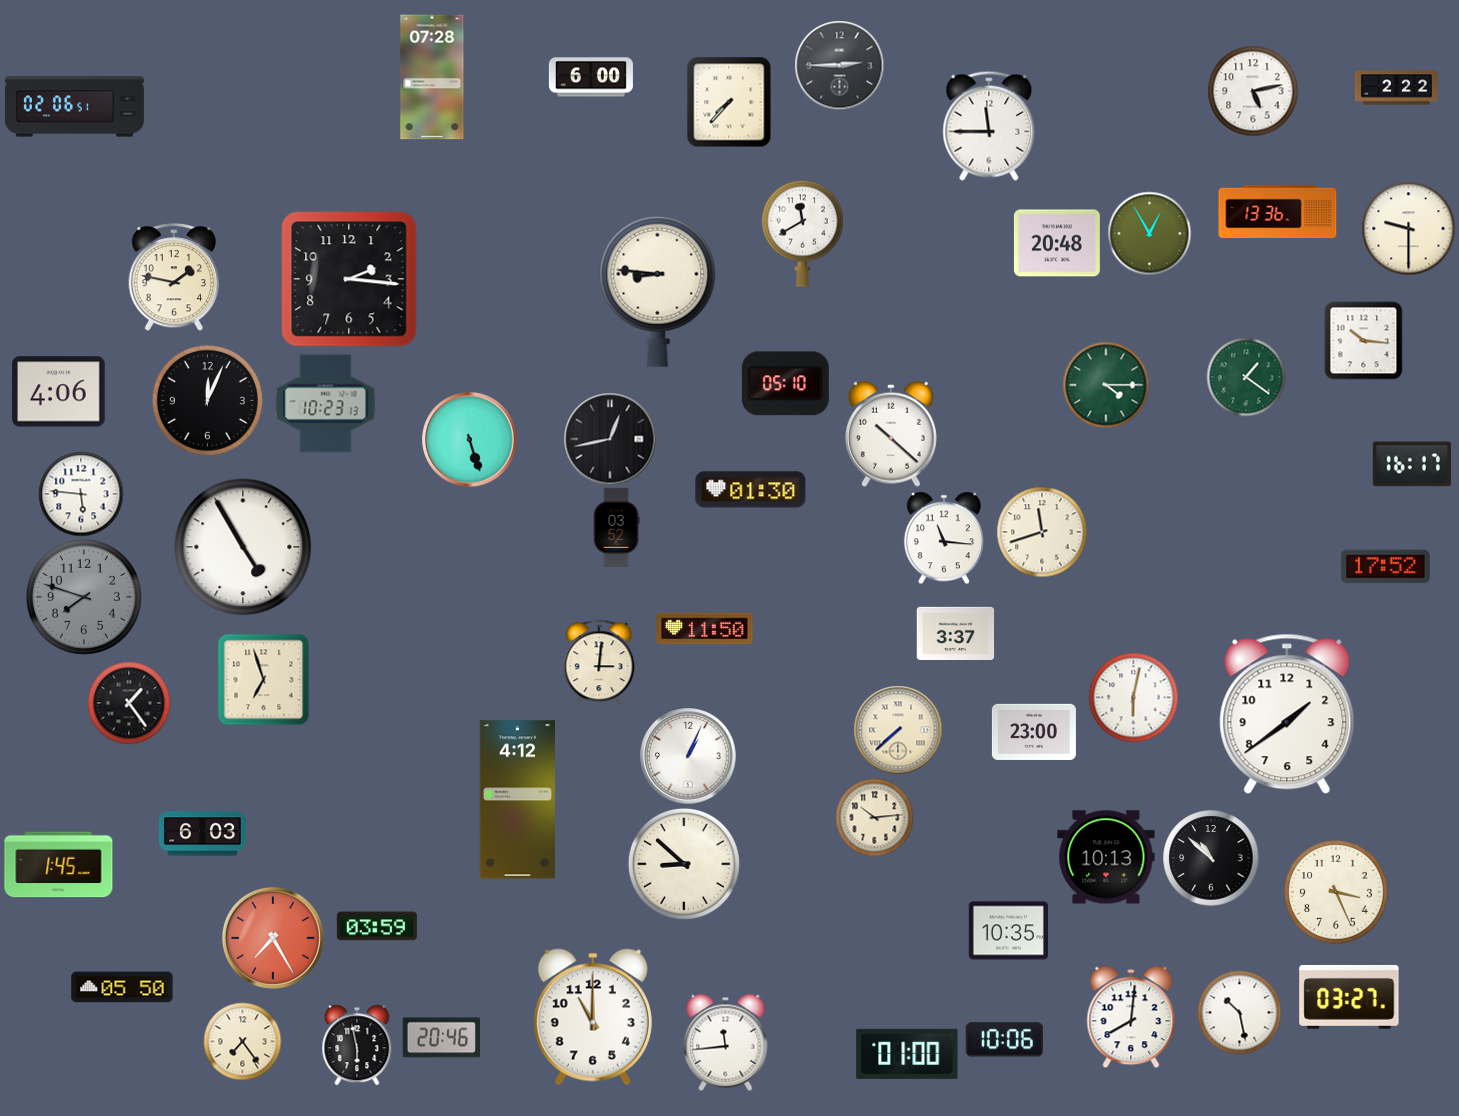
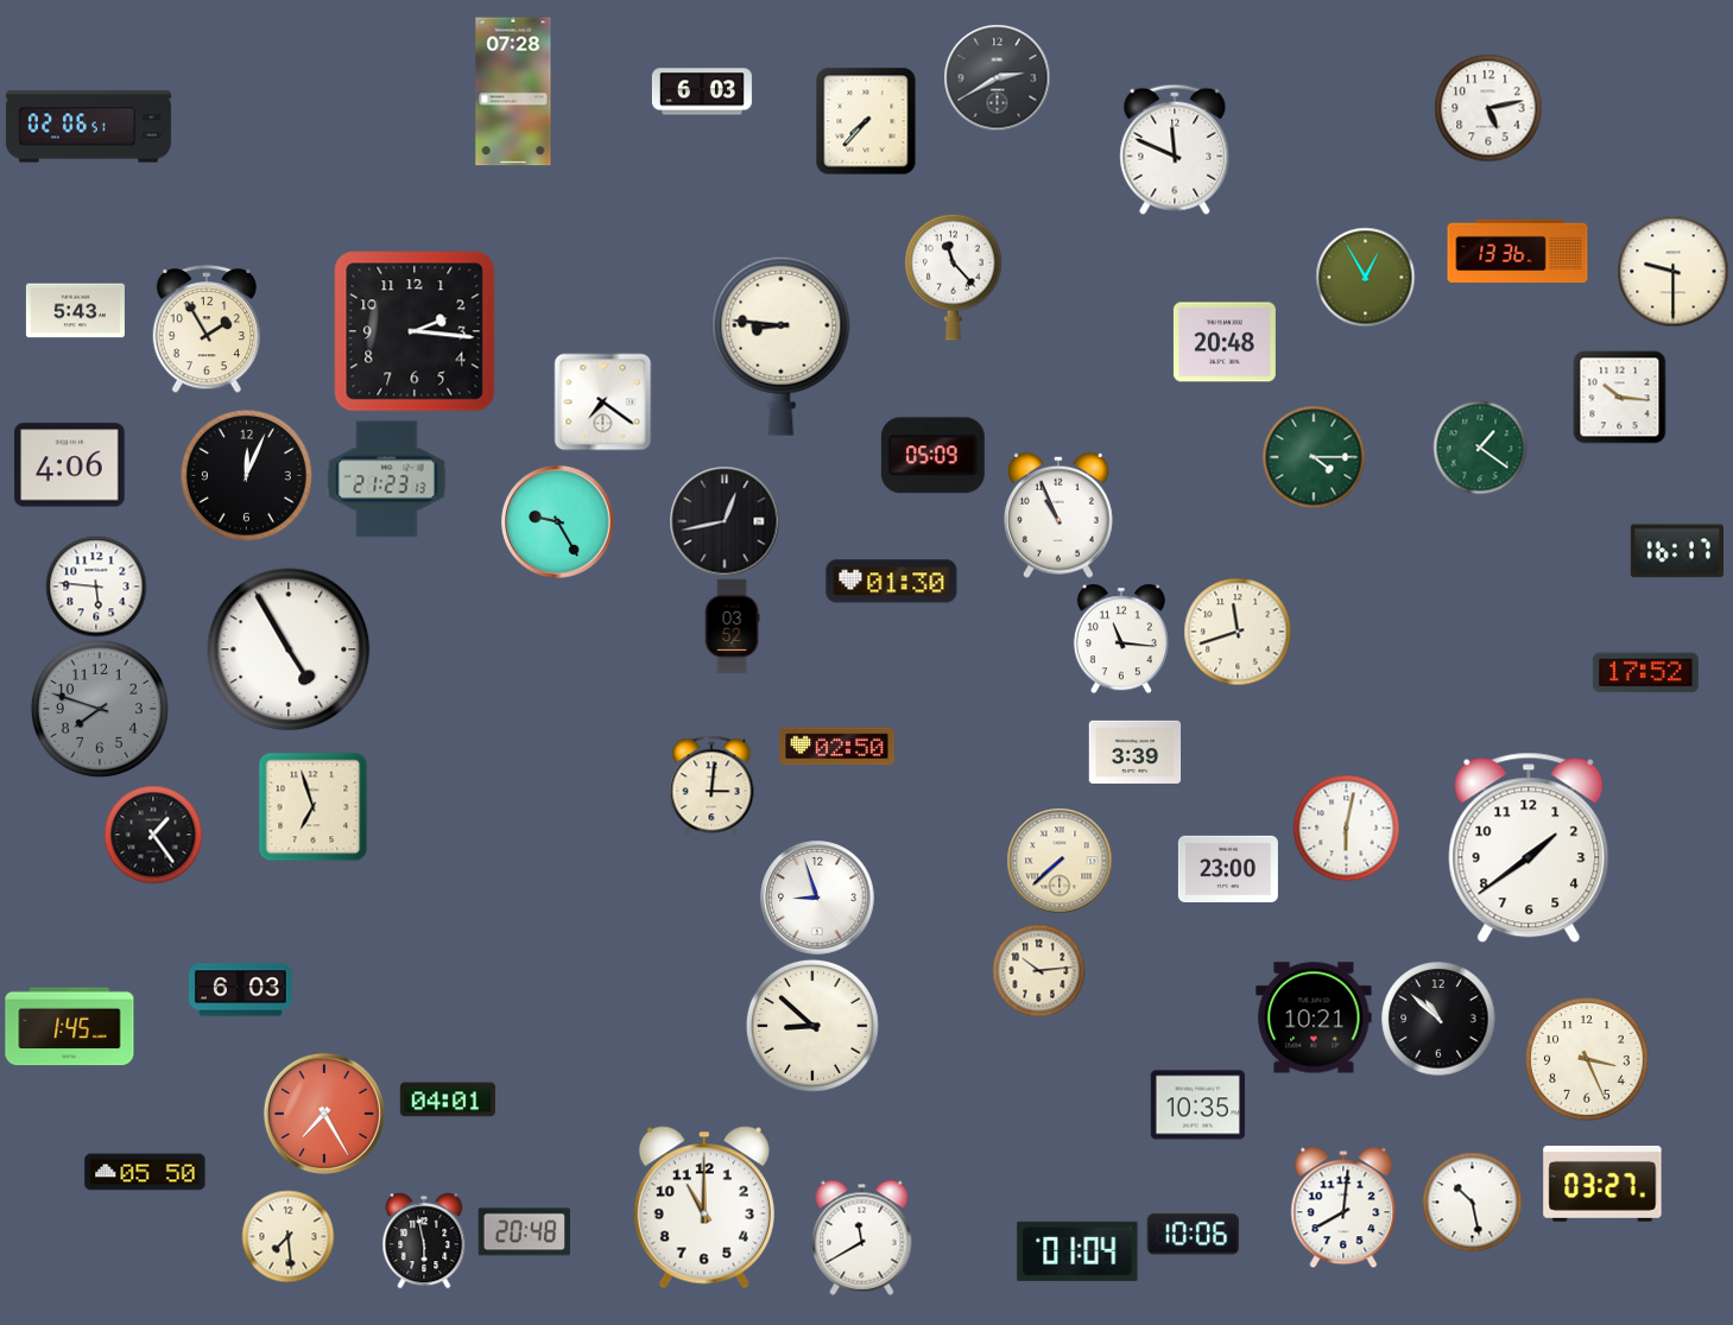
clock at (839, 65): 2:45 -> 2:40
clock at (591, 77): 6:00 -> 6:03
clock at (1396, 88): 2:22 -> none
clock at (989, 126): 11:45 -> 11:49
clock at (802, 233): 11:40 -> 11:23
clock at (1057, 243) position: (1057, 243) -> (1225, 342)
clock at (75, 311): none -> 5:43
clock at (174, 277): 1:47 -> 1:55
clock at (602, 401): none -> 7:21
clock at (1363, 340) position: (1363, 340) -> (1619, 397)
clock at (785, 384): 05:10 -> 05:09
clock at (326, 404): 10:23 -> 21:23
clock at (891, 434): 10:22 -> 10:56
clock at (470, 440): 5:27 -> 9:25
clock at (705, 629): 11:50 -> 02:50
clock at (955, 633): 3:37 -> 3:39
clock at (898, 730) position: (898, 730) -> (1060, 861)
clock at (688, 756): 1:04 -> 8:57
clock at (517, 800): 4:12 -> none
clock at (1106, 857): 10:13 -> 10:21
clock at (377, 926): 03:59 -> 04:01
clock at (441, 1038): 20:46 -> 20:48
clock at (242, 1041): 7:24 -> 7:29
clock at (726, 1042): 11:44 -> 11:40
clock at (907, 1054): 01:00 -> 01:04
